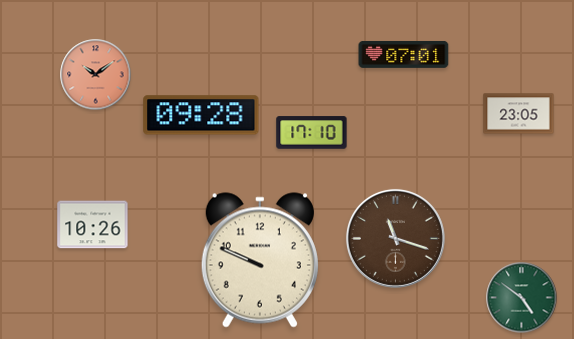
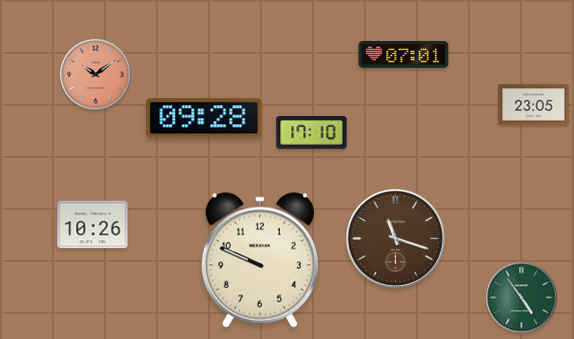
clock at (519, 114) position: (519, 114) -> (534, 105)
clock at (201, 115) position: (201, 115) -> (204, 118)
clock at (522, 298): 4:51 -> 4:54
